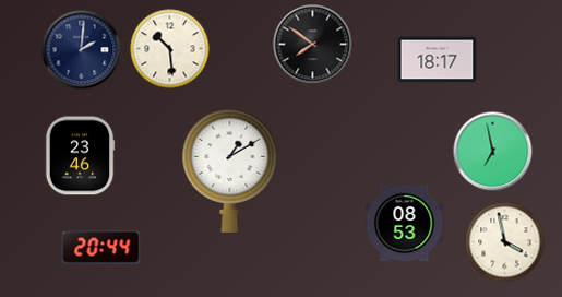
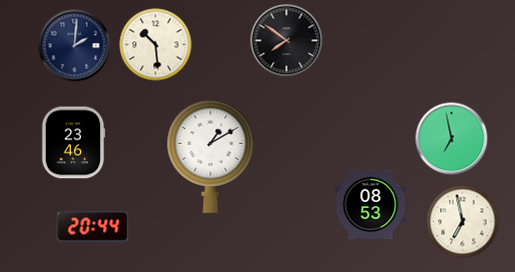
clock at (438, 60): 18:17 -> none
clock at (505, 242): 3:58 -> 6:58
